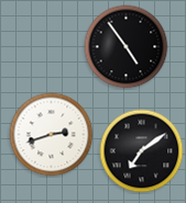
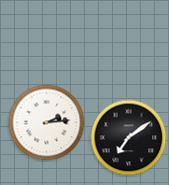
clock at (127, 47): 4:54 -> none
clock at (52, 135): 2:42 -> 2:14
